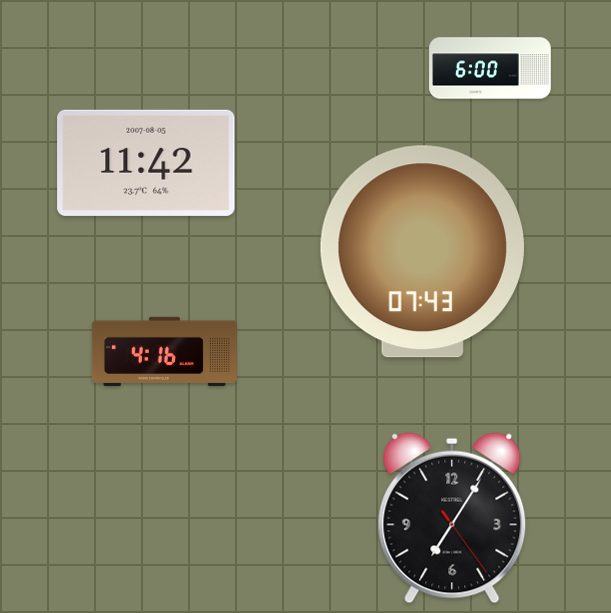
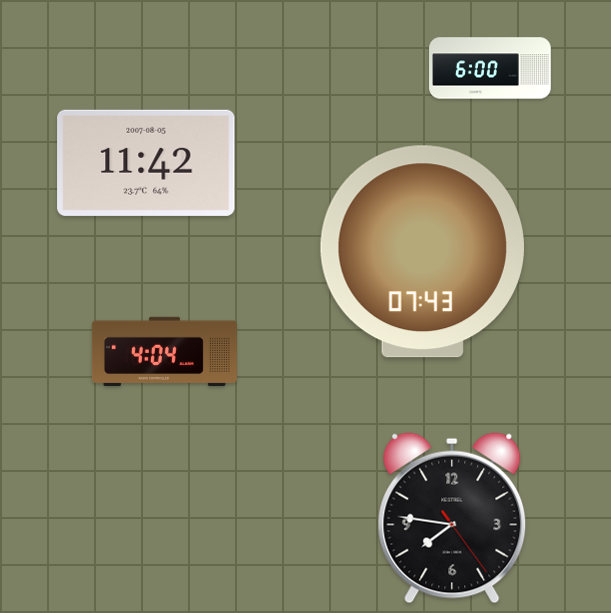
clock at (164, 351): 4:16 -> 4:04
clock at (452, 518): 7:05 -> 7:46
